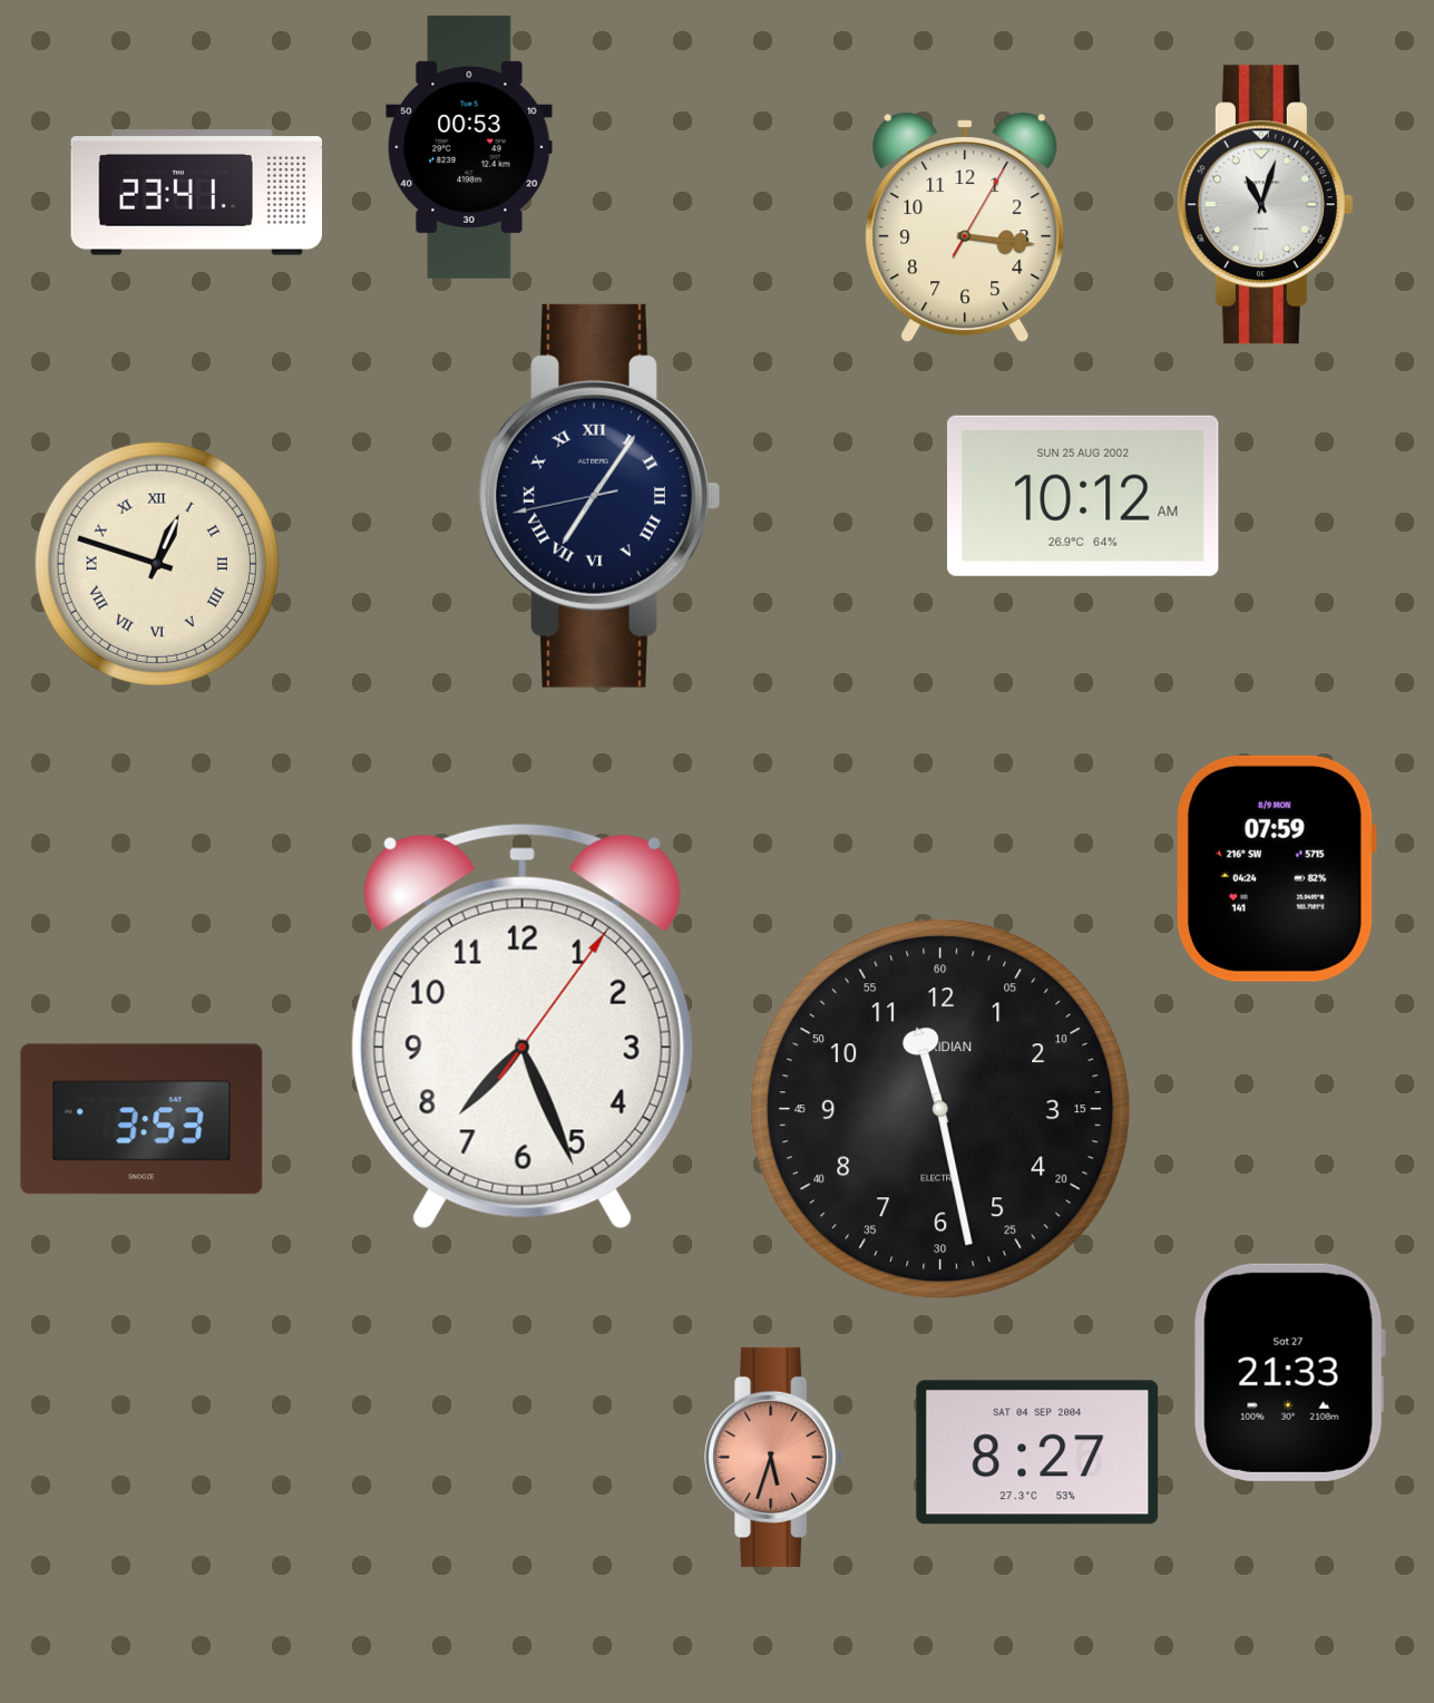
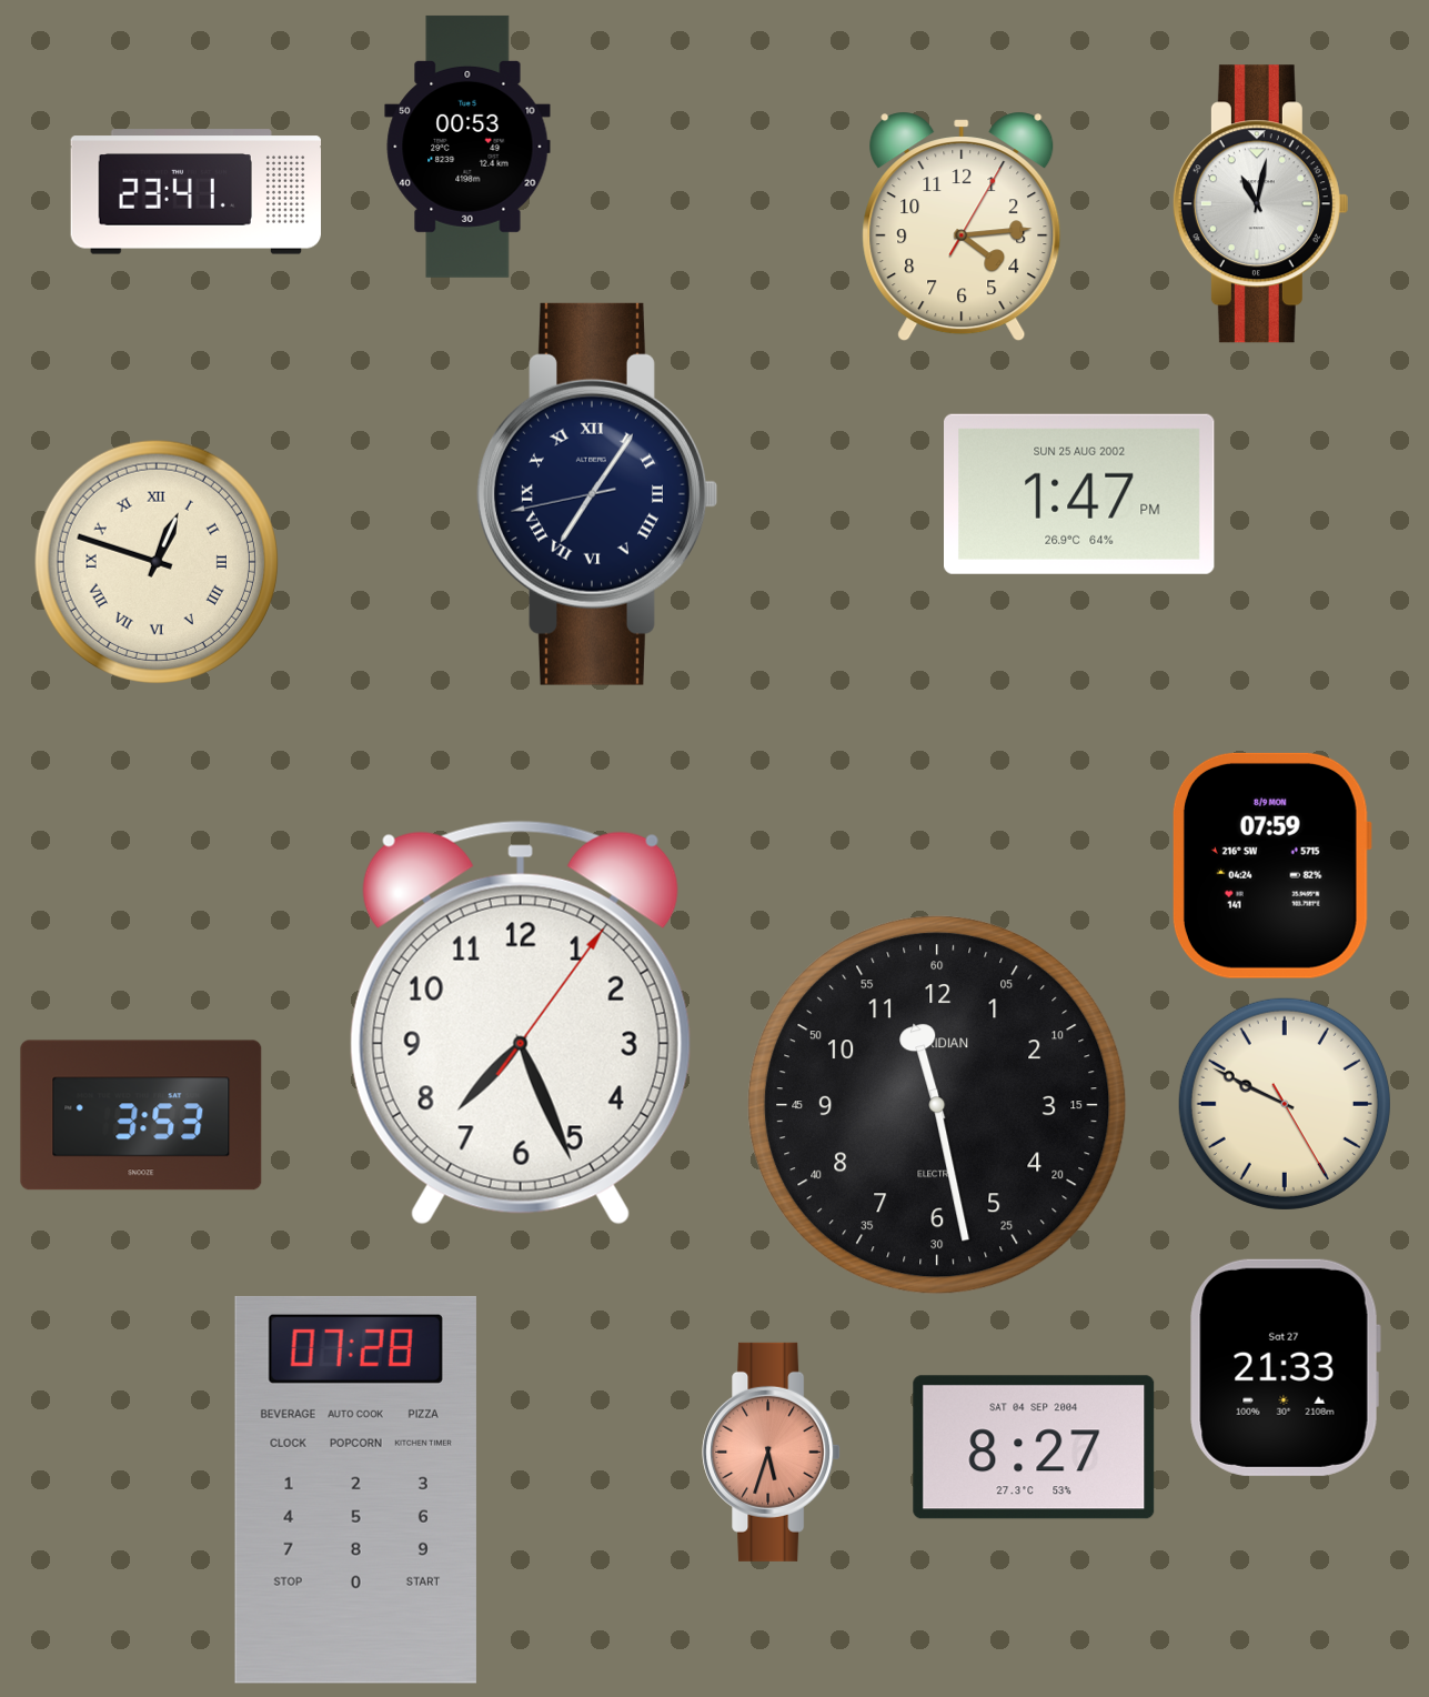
clock at (1265, 205): 11:03 -> 11:02
clock at (965, 227): 3:16 -> 4:14
clock at (1084, 496): 10:12 -> 1:47
clock at (1285, 1104): none -> 9:49
clock at (355, 1489): none -> 07:28
